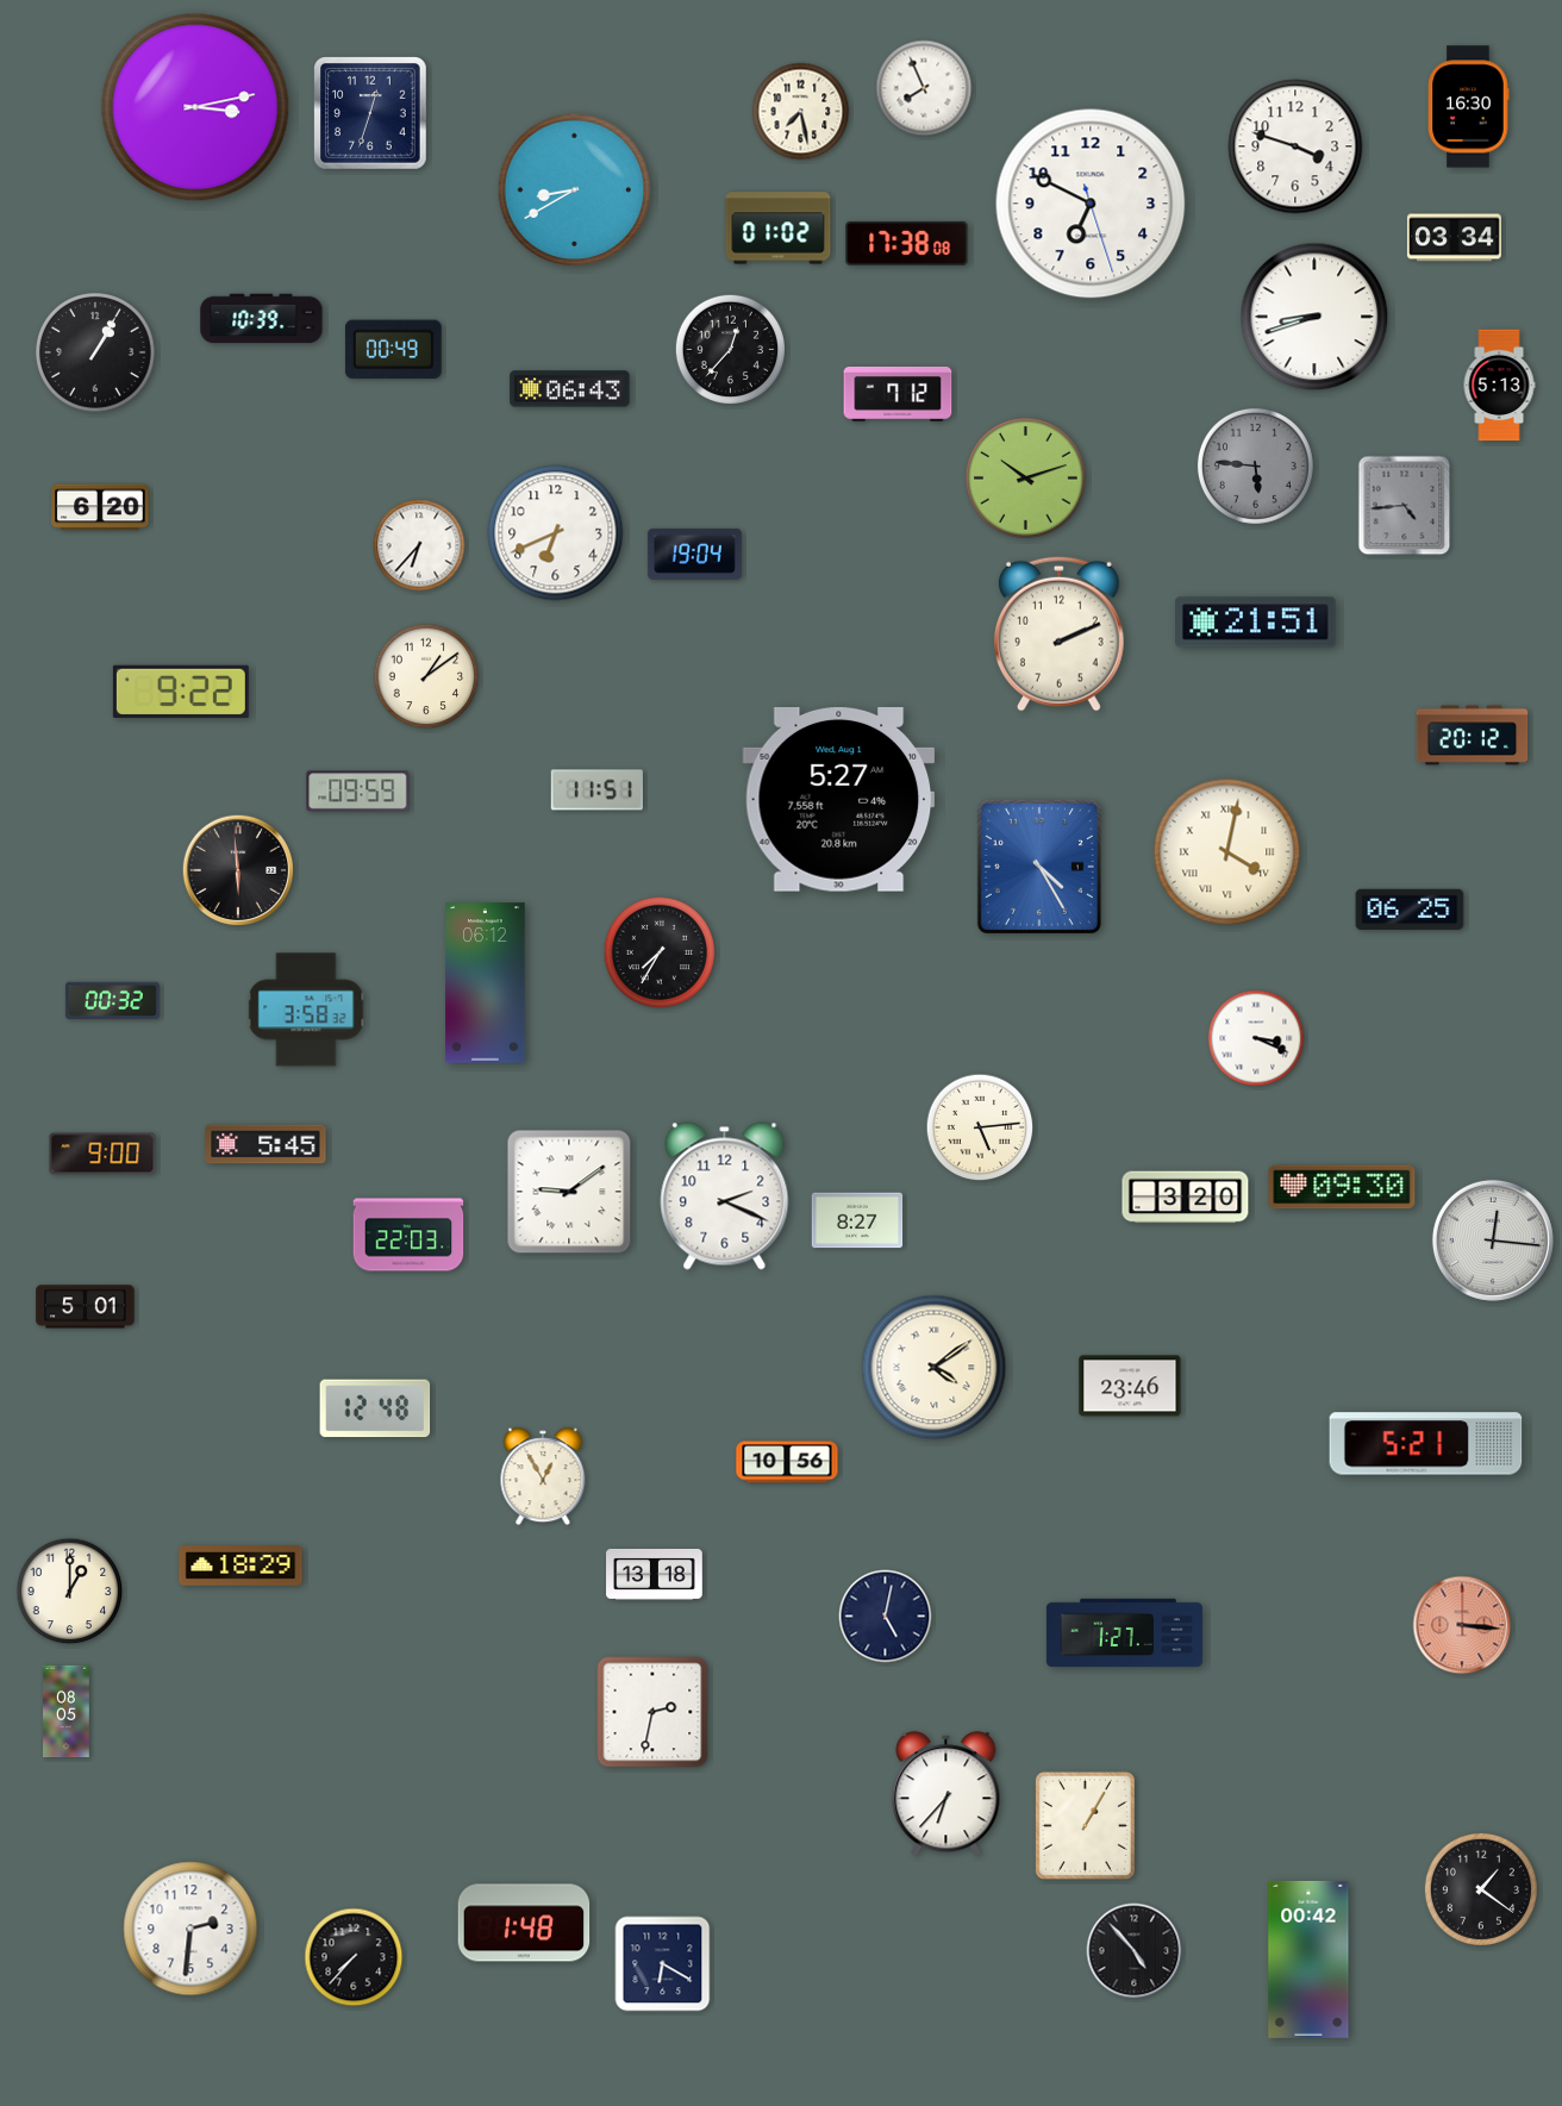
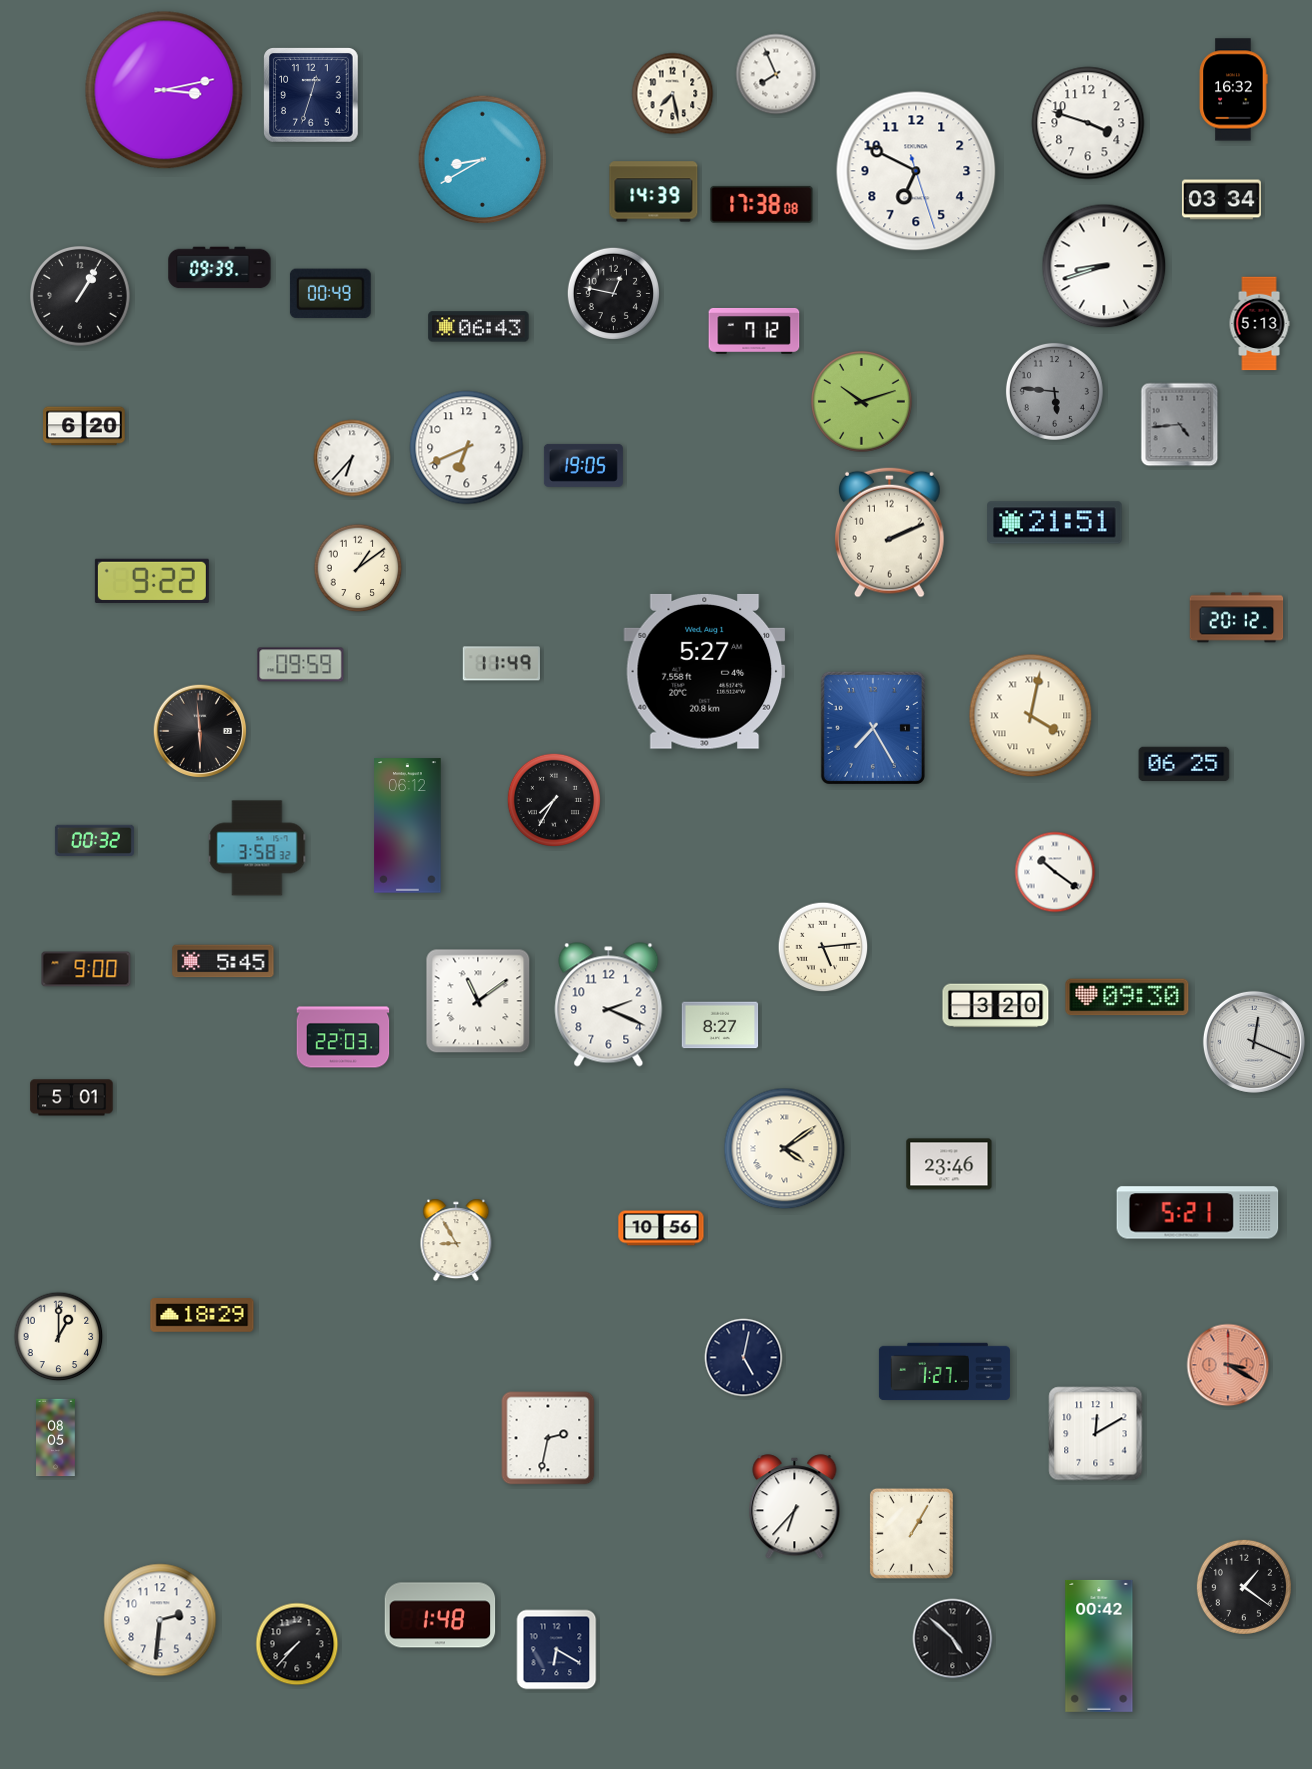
clock at (1468, 107): 16:30 -> 16:32
clock at (779, 229): 01:02 -> 14:39
clock at (262, 319): 10:39 -> 09:39
clock at (731, 350): 12:37 -> 12:47
clock at (694, 554): 19:04 -> 19:05
clock at (596, 790): 11:51 -> 11:49
clock at (1039, 867): 4:25 -> 7:25
clock at (1256, 1038): 3:19 -> 10:21
clock at (569, 1192): 9:09 -> 11:09
clock at (1493, 1241): 12:16 -> 12:19
clock at (375, 1408): 12:48 -> none
clock at (543, 1476): 12:55 -> 8:55
clock at (655, 1574): 13:18 -> none
clock at (1462, 1625): 3:16 -> 3:20
clock at (1096, 1434): none -> 12:10
clock at (1135, 1951): 4:53 -> 4:52
